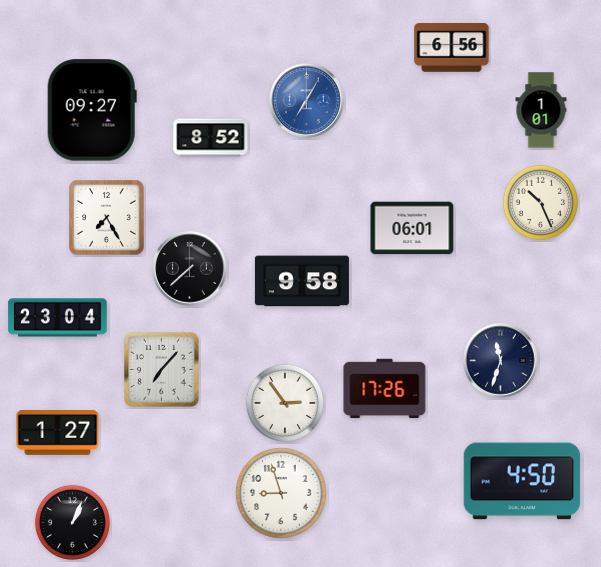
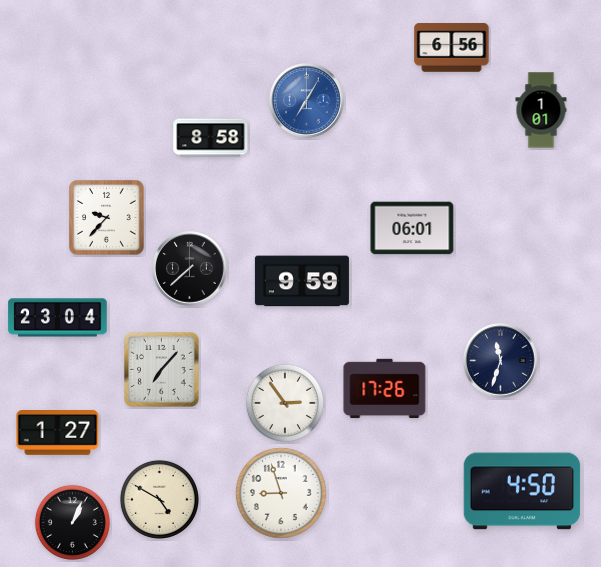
clock at (92, 110): 09:27 -> none
clock at (211, 138): 8:52 -> 8:58
clock at (540, 202): 10:26 -> none
clock at (107, 218): 7:25 -> 9:37
clock at (302, 281): 9:58 -> 9:59
clock at (522, 481) position: (522, 481) -> (522, 491)
clock at (159, 499): none -> 4:50
